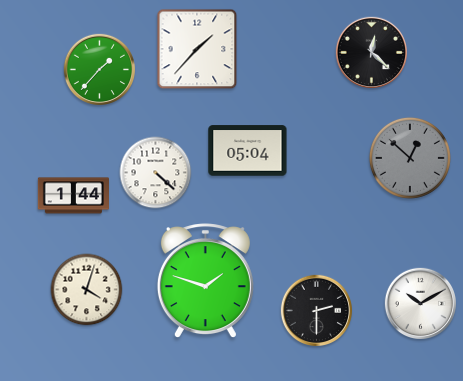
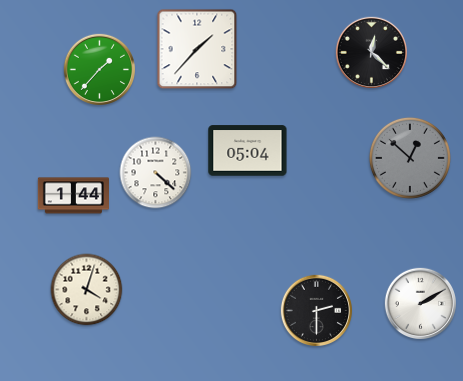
clock at (205, 281): 1:48 -> none
clock at (420, 303): 10:10 -> 2:10
